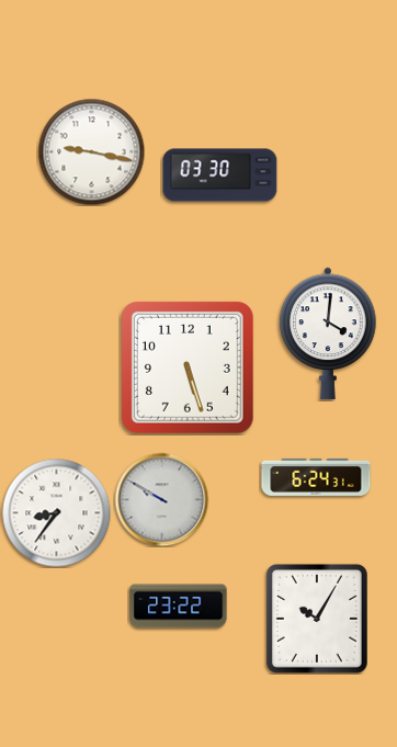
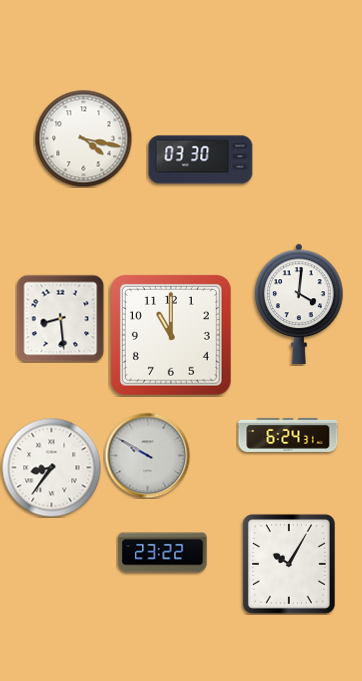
clock at (91, 151): 9:17 -> 4:17
clock at (60, 318): none -> 8:29
clock at (188, 367): 5:27 -> 11:00
